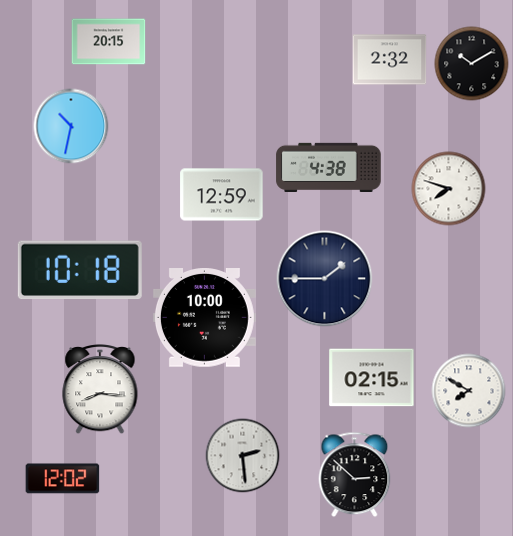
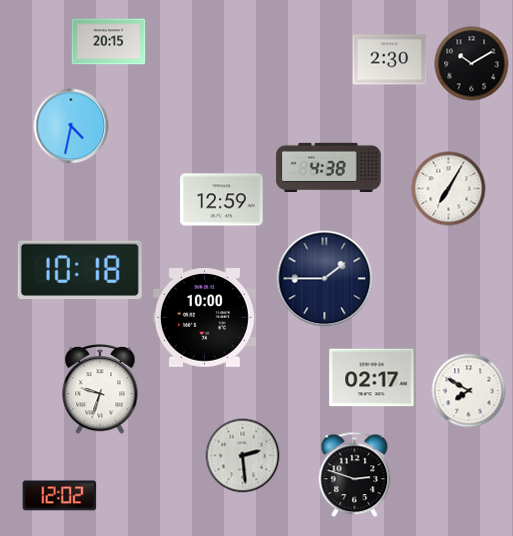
clock at (390, 60): 2:32 -> 2:30
clock at (71, 126): 10:32 -> 4:32
clock at (449, 189): 7:48 -> 7:05
clock at (222, 195) position: (222, 195) -> (222, 200)
clock at (372, 378): 02:15 -> 02:17
clock at (100, 390): 8:16 -> 9:33
clock at (355, 475): 2:52 -> 2:48
clock at (63, 479) position: (63, 479) -> (60, 496)
